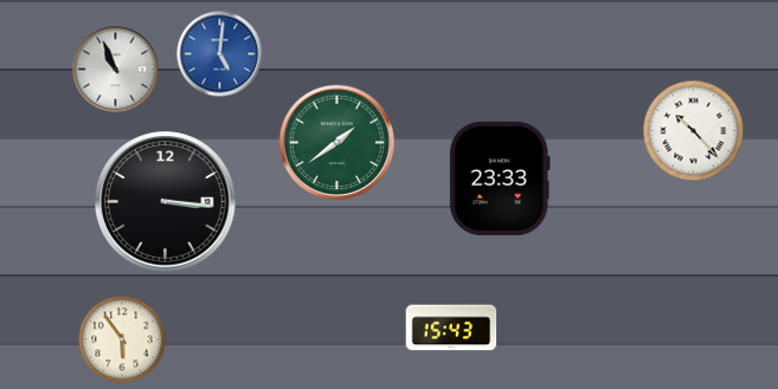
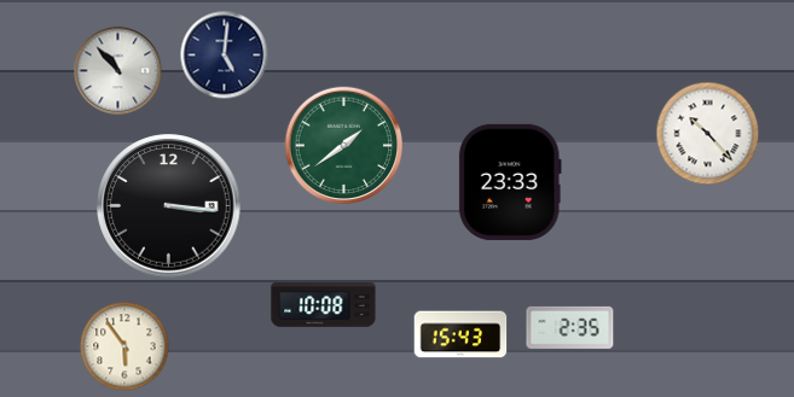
clock at (220, 54) dial: blue -> navy
clock at (116, 70): 10:56 -> 10:53
clock at (324, 305): none -> 10:08
clock at (570, 327): none -> 2:35
